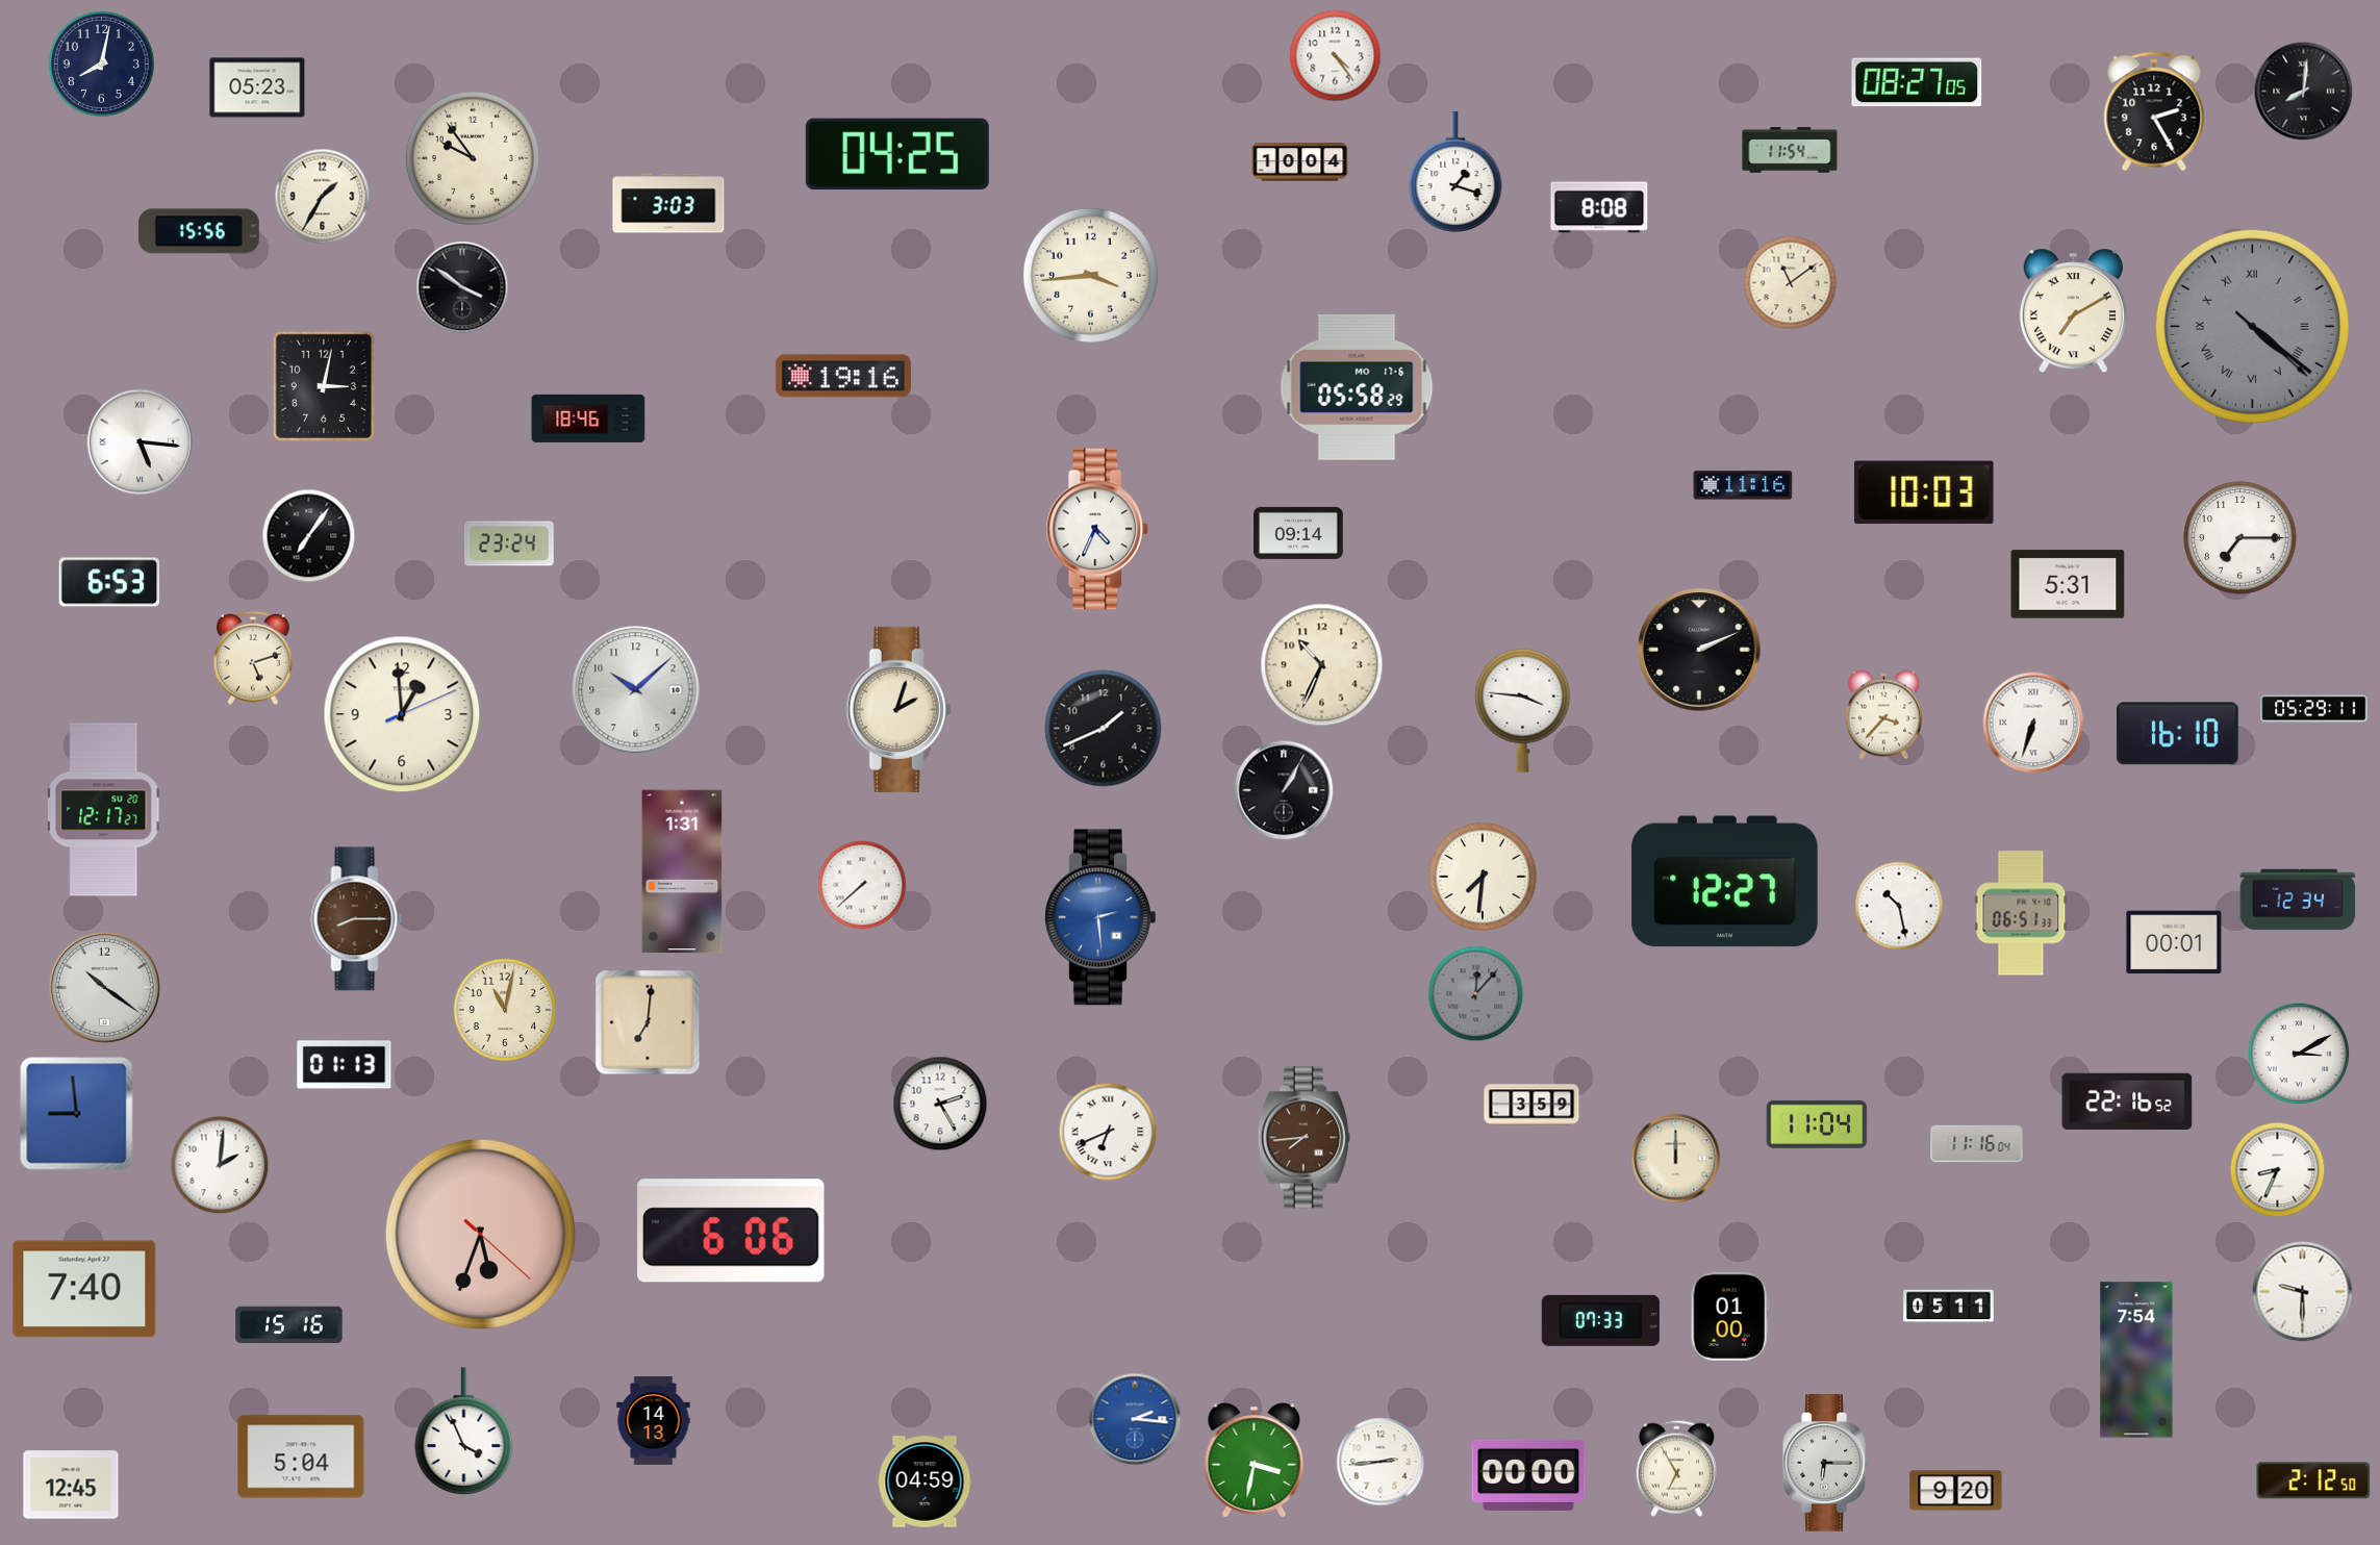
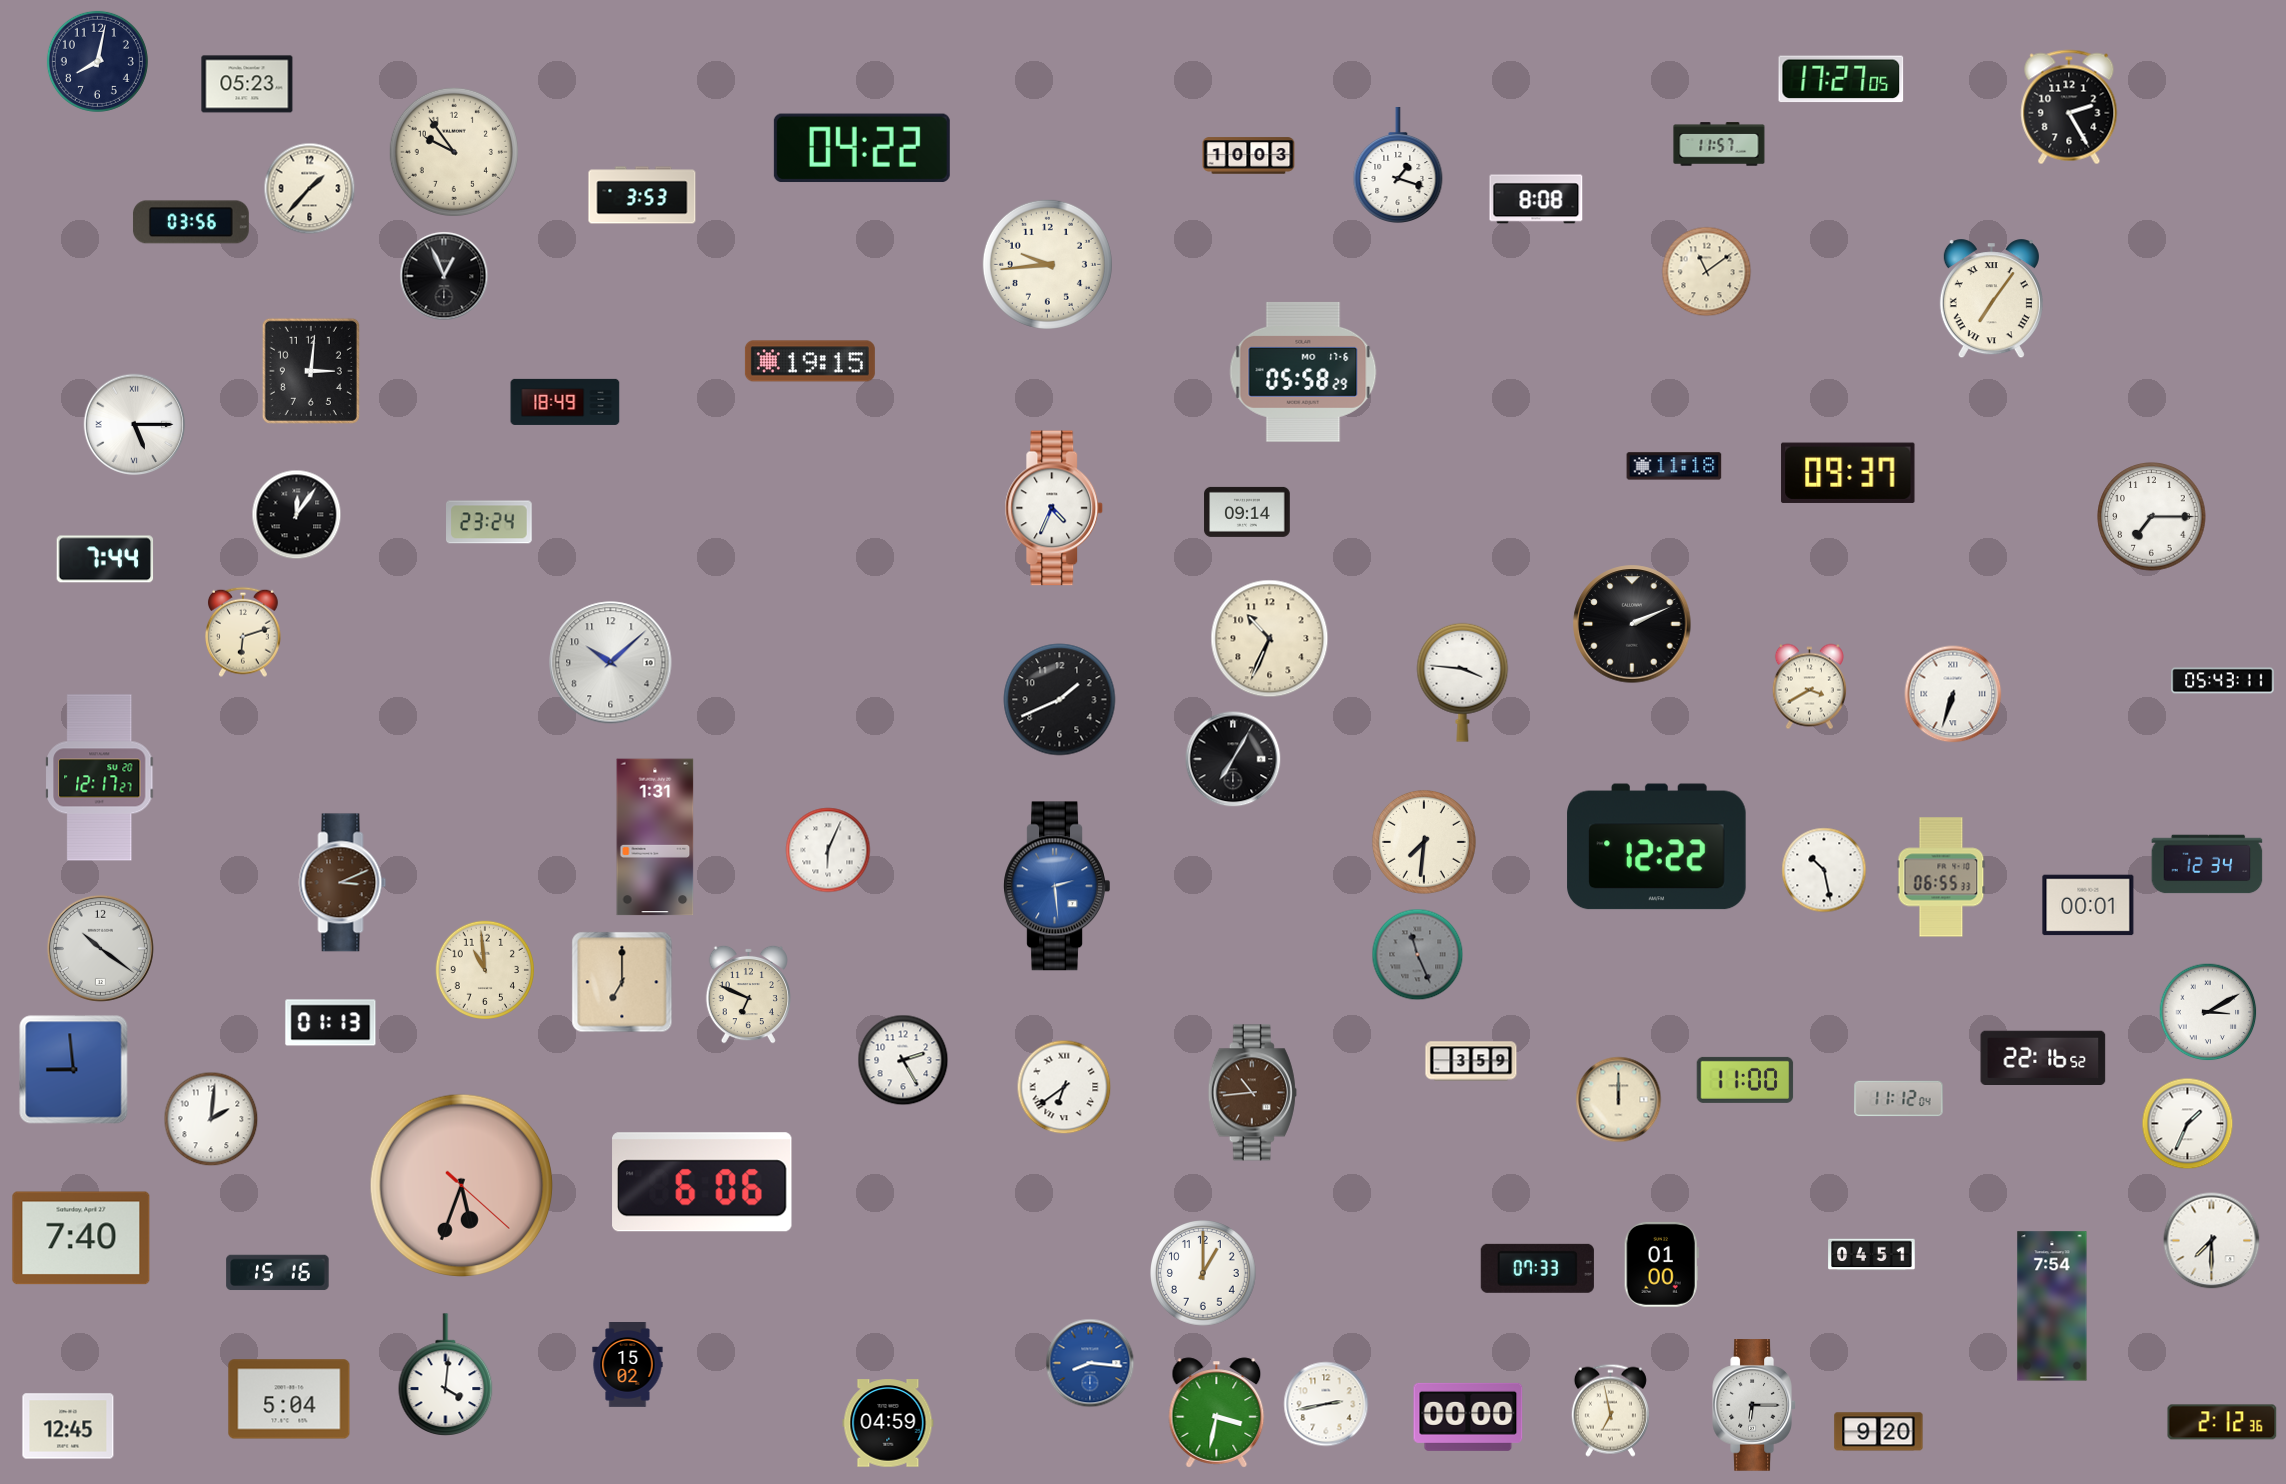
clock at (1336, 56): 4:24 -> none
clock at (1917, 82): 08:27 -> 17:27
clock at (2304, 92): 8:01 -> none
clock at (1790, 150): 11:54 -> 11:57
clock at (897, 154): 04:25 -> 04:22
clock at (1300, 162): 10:04 -> 10:03
clock at (323, 197): 1:35 -> 1:37
clock at (668, 203): 3:03 -> 3:53
clock at (199, 231): 15:56 -> 03:56
clock at (1090, 275): 3:44 -> 9:44
clock at (1791, 283) position: (1791, 283) -> (1707, 272)
clock at (462, 287): 3:51 -> 12:56
clock at (2073, 311): 7:10 -> 7:06
clock at (2252, 326): 4:21 -> none
clock at (843, 376): 19:16 -> 19:15
clock at (324, 386): 3:02 -> 3:01
clock at (588, 419): 18:46 -> 18:49
clock at (141, 442): 5:16 -> 5:15
clock at (1743, 485): 11:16 -> 11:18
clock at (1924, 491): 10:03 -> 09:37
clock at (309, 536): 7:06 -> 12:06
clock at (109, 582): 6:53 -> 7:44
clock at (2068, 584): 5:31 -> none
clock at (254, 658): 5:12 -> 6:12
clock at (898, 709): 2:03 -> none
clock at (2314, 709): 05:29 -> 05:43
clock at (402, 714): 12:59 -> none
clock at (1883, 715): 3:37 -> 3:40
clock at (2178, 734): 16:10 -> none
clock at (1284, 790): 1:05 -> 7:05
clock at (1725, 882): 12:27 -> 12:22
clock at (862, 885): 7:38 -> 6:04
clock at (2021, 913): 06:51 -> 06:55
clock at (1100, 917) position: (1100, 917) -> (1057, 886)
clock at (357, 919): 8:15 -> 3:11
clock at (1476, 994): 12:07 -> 11:26
clock at (504, 1009): 11:02 -> 10:59
clock at (648, 1022): 7:01 -> 7:00
clock at (748, 994): none -> 6:49
clock at (1817, 1124): 11:04 -> 11:00
clock at (1108, 1132): 6:41 -> 6:39
clock at (1303, 1138): 7:44 -> 10:44
clock at (1977, 1144): 11:16 -> 11:12
clock at (1676, 1159) position: (1676, 1159) -> (1619, 1100)
clock at (2278, 1170): 8:34 -> 1:34
clock at (2303, 1292): 9:30 -> 7:30
clock at (1949, 1307): 05:11 -> 04:51
clock at (1203, 1273): none -> 1:00
clock at (1135, 1419): 2:16 -> 8:16
clock at (654, 1421): 14:13 -> 15:02
clock at (464, 1432): 3:56 -> 4:01
clock at (1255, 1461) position: (1255, 1461) -> (1217, 1413)
clock at (1381, 1462): 2:44 -> 2:43
clock at (1676, 1468): 6:55 -> 6:58
clock at (2313, 1480): 2:12:50 -> 2:12:36
